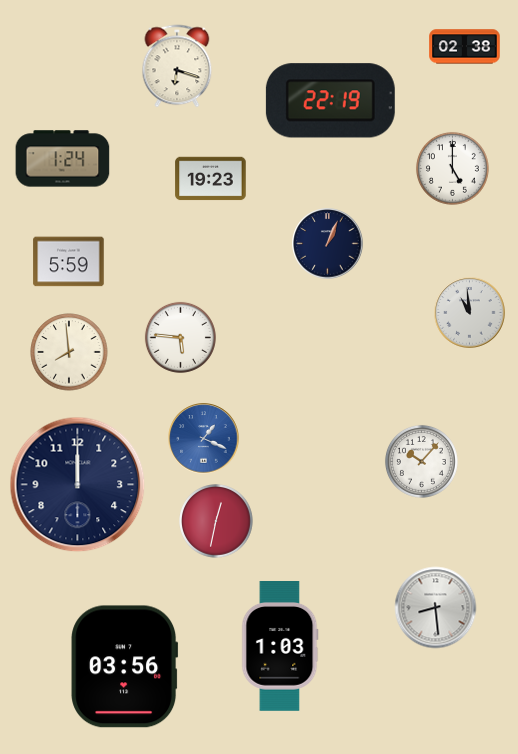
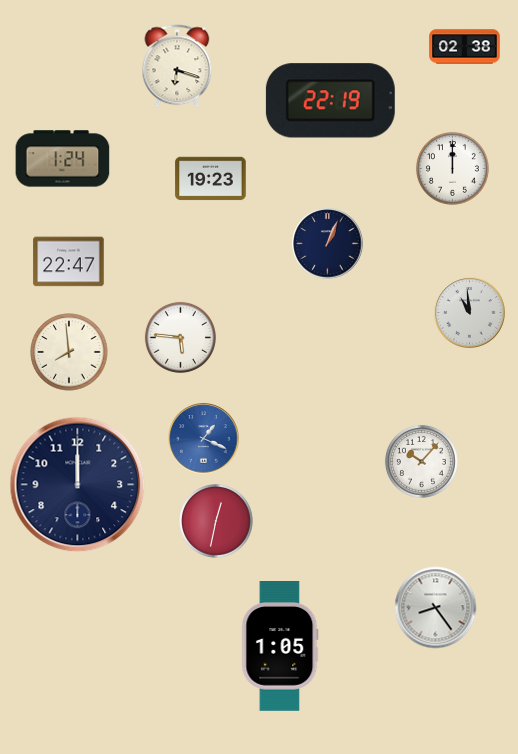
clock at (452, 168): 5:00 -> 12:00
clock at (69, 262): 5:59 -> 22:47
clock at (436, 608): 8:29 -> 8:24
clock at (280, 647): 1:03 -> 1:05
clock at (125, 667): 03:56 -> none
